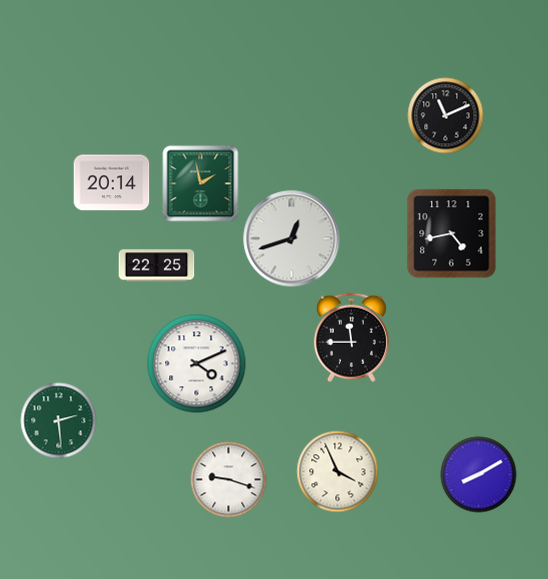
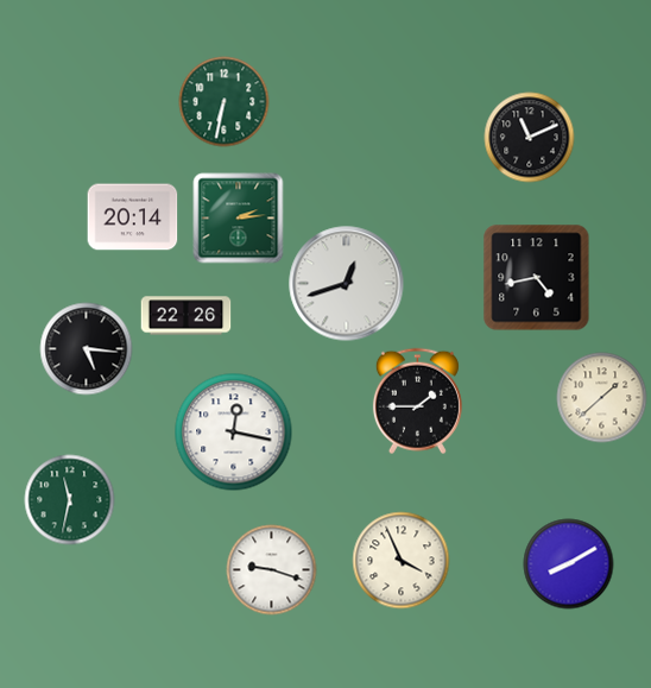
clock at (225, 102): none -> 6:32
clock at (201, 184): 1:58 -> 2:14
clock at (157, 266): 22:25 -> 22:26
clock at (87, 349): none -> 5:16
clock at (602, 398): none -> 1:38
clock at (351, 338): 11:45 -> 1:45
clock at (197, 364): 4:11 -> 12:17
clock at (59, 421): 2:29 -> 11:32
